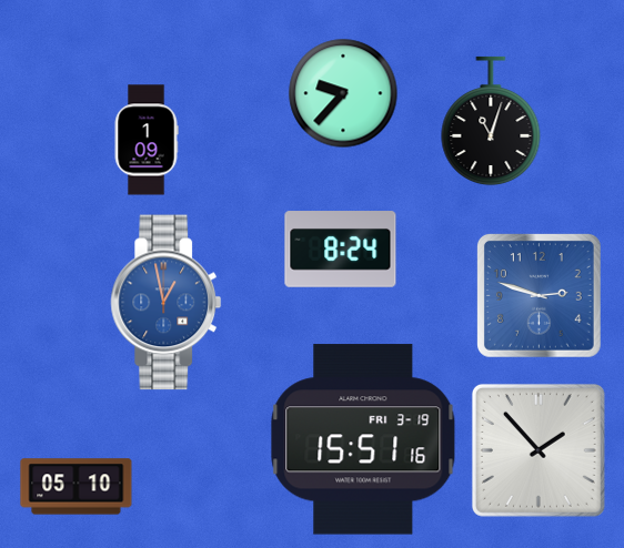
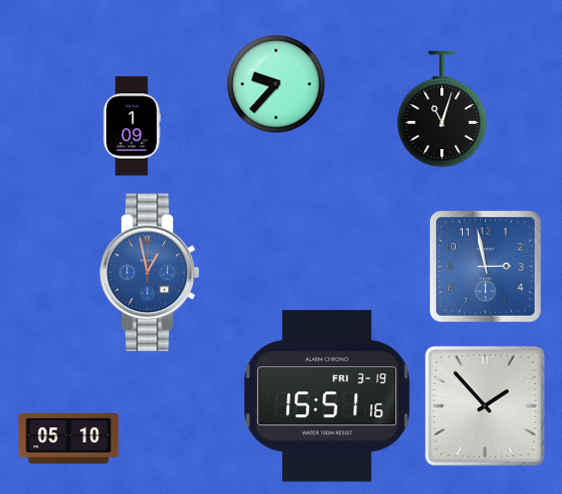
clock at (343, 93) position: (343, 93) -> (276, 84)
clock at (341, 250): 8:24 -> none
clock at (539, 295): 2:48 -> 2:58
